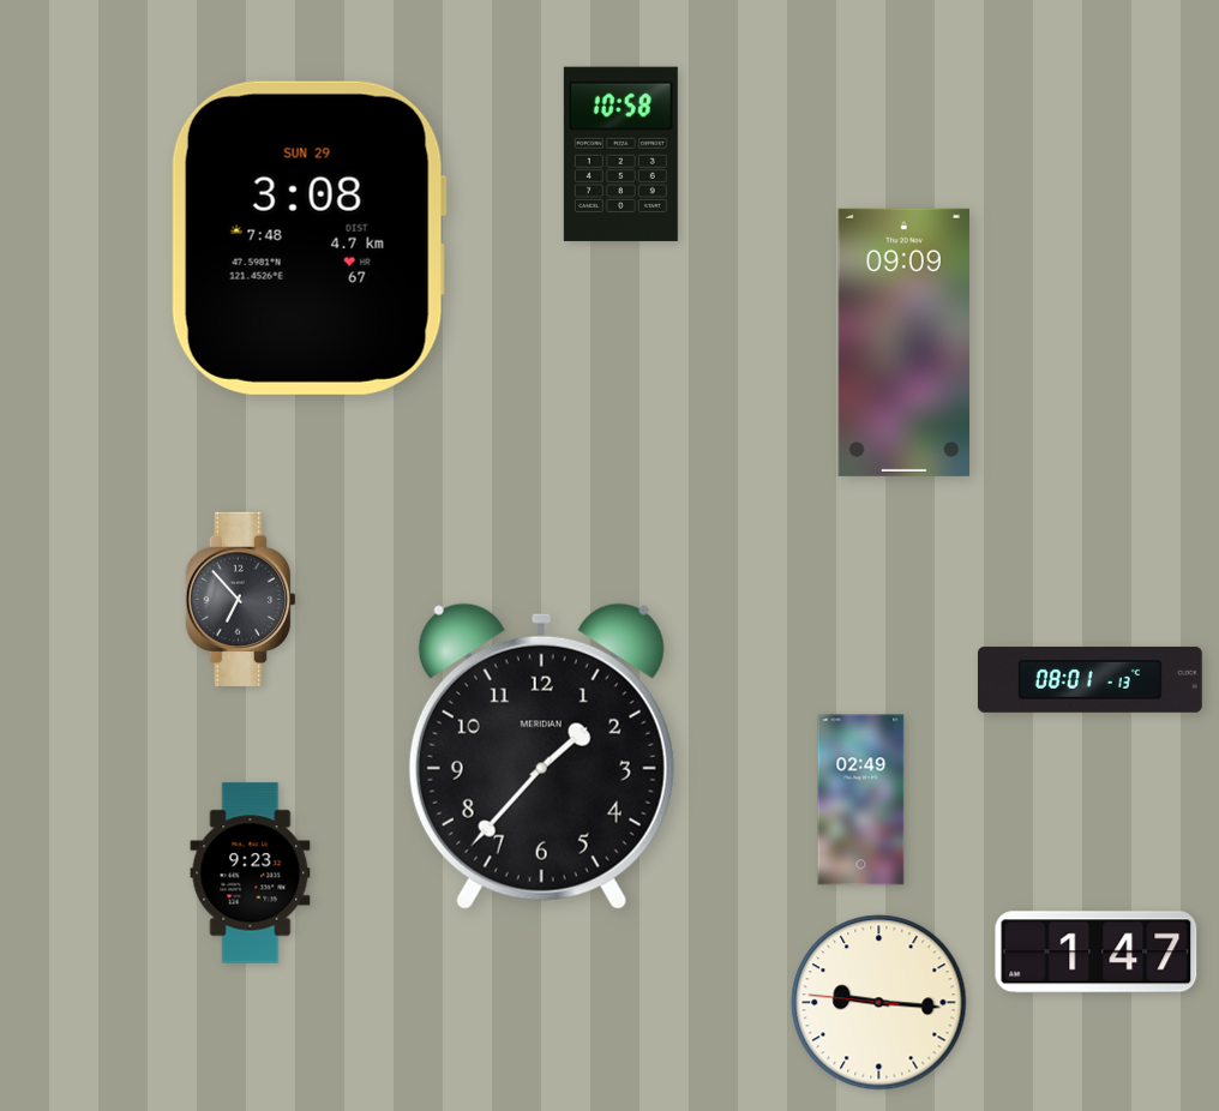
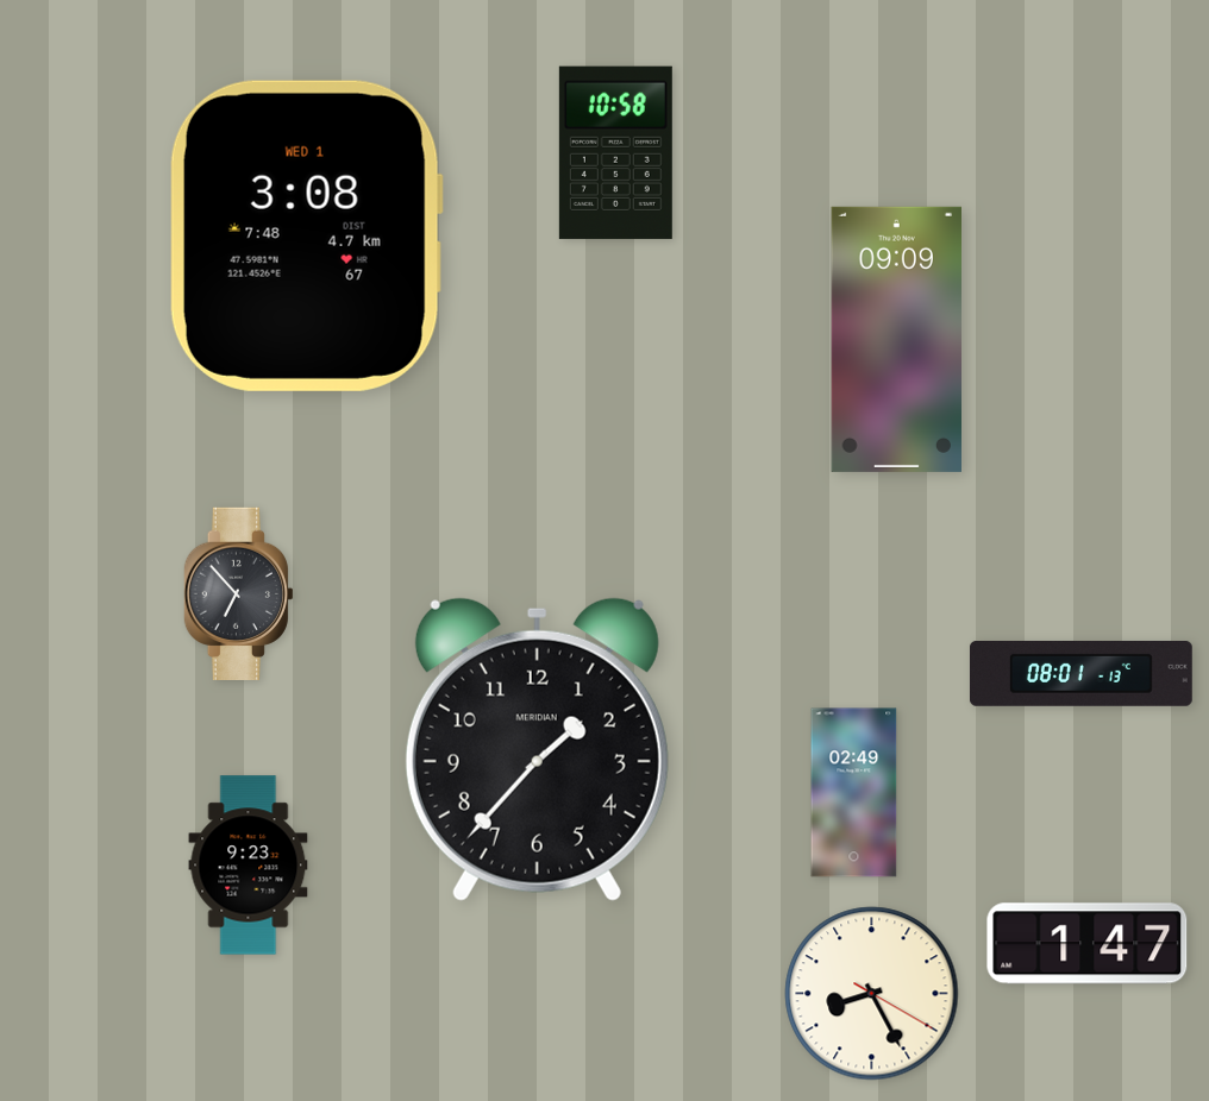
clock at (308, 238) date: SUN 29 -> WED 1
clock at (879, 1003): 9:15 -> 8:25
